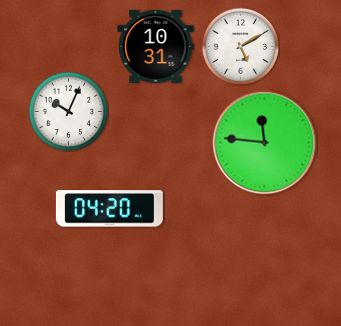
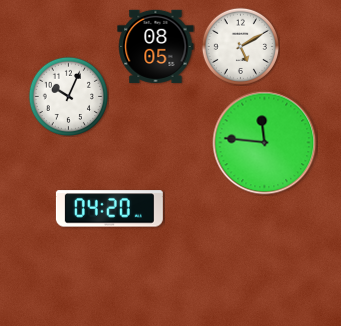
clock at (156, 46): 10:31 -> 08:05
clock at (68, 111) position: (68, 111) -> (68, 96)
